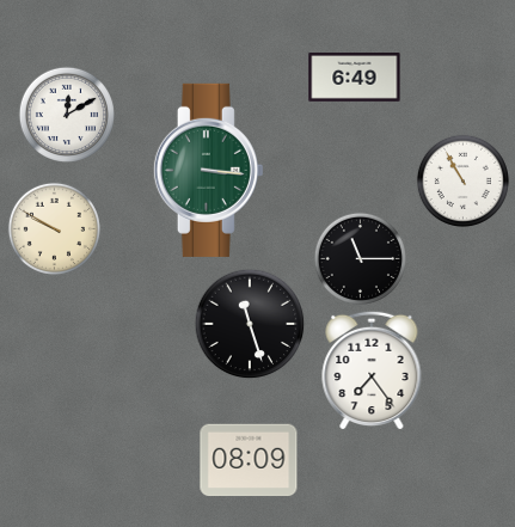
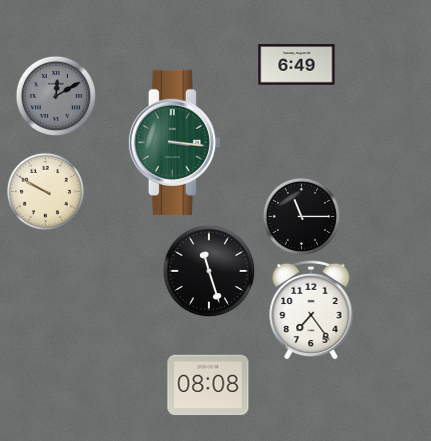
clock at (66, 114) dial: white -> grey
clock at (462, 180): 10:55 -> none
clock at (249, 460): 08:09 -> 08:08
